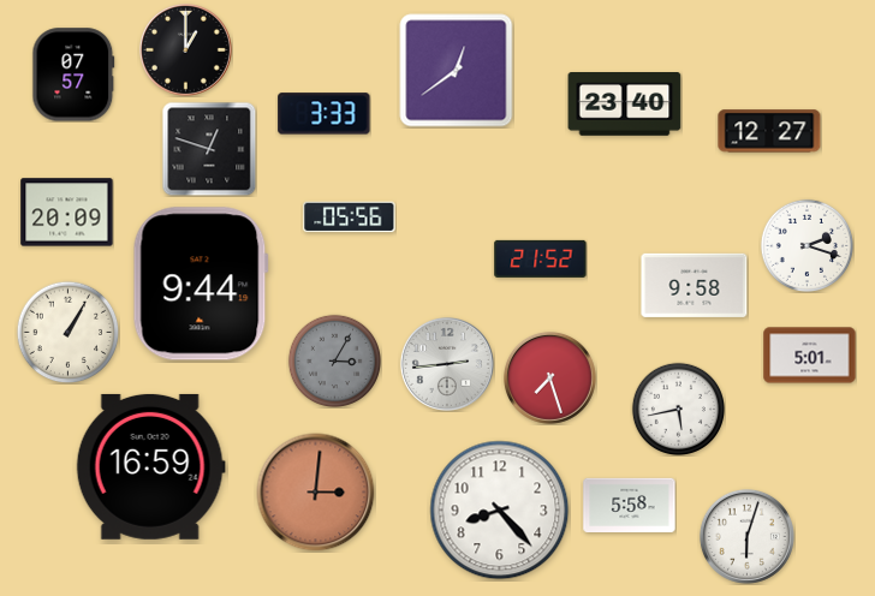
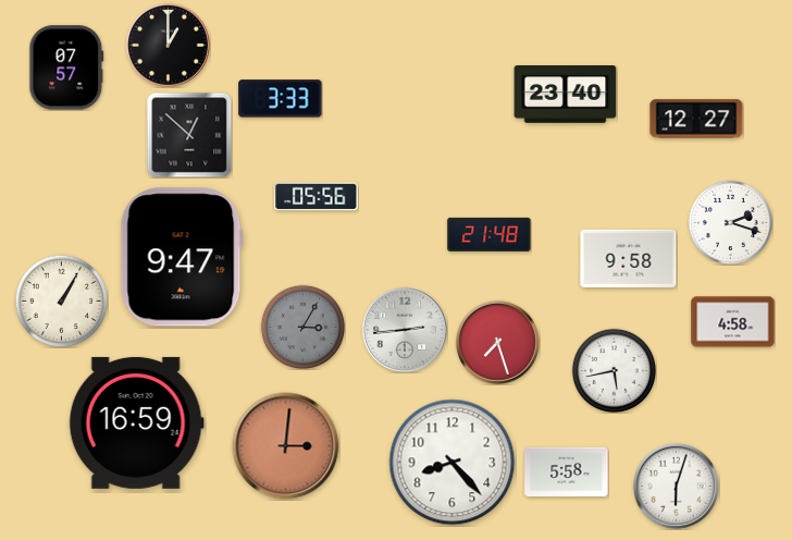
clock at (457, 71): 12:39 -> none
clock at (325, 114) position: (325, 114) -> (281, 99)
clock at (209, 149): 12:48 -> 12:52
clock at (67, 213): 20:09 -> none
clock at (541, 258): 21:52 -> 21:48
clock at (201, 284): 9:44 -> 9:47
clock at (810, 356): 5:01 -> 4:58
clock at (630, 505) position: (630, 505) -> (567, 471)
